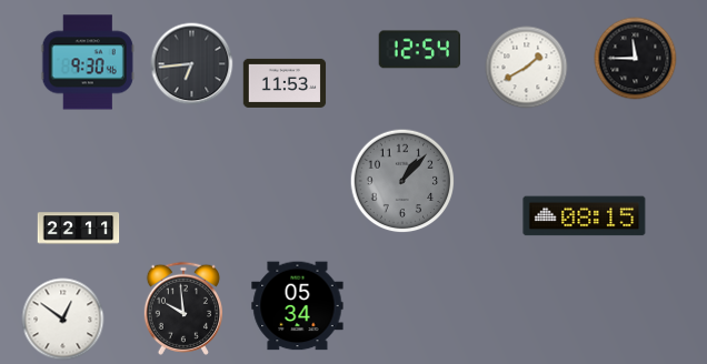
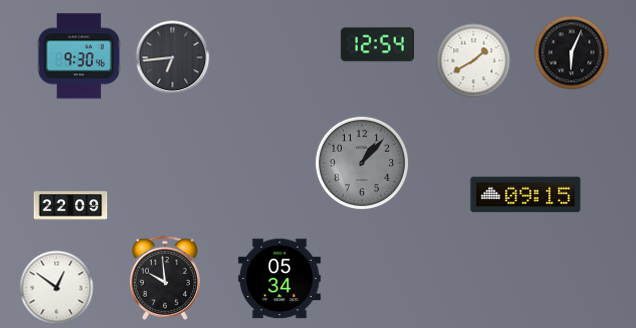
clock at (636, 59): 11:45 -> 6:04
clock at (285, 83): 11:53 -> none
clock at (585, 216): 08:15 -> 09:15
clock at (79, 229): 22:11 -> 22:09
clock at (298, 306) position: (298, 306) -> (280, 279)
